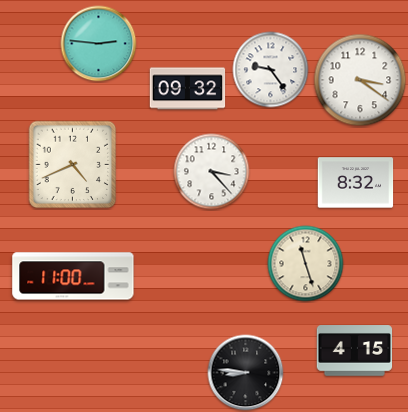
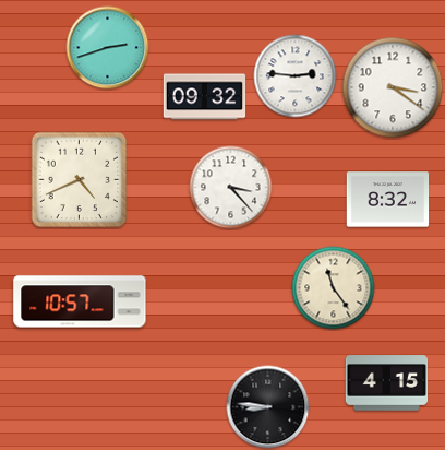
clock at (99, 44): 2:46 -> 2:42
clock at (271, 70): 9:24 -> 2:46
clock at (306, 264): 11:27 -> 11:24
clock at (73, 276): 11:00 -> 10:57
